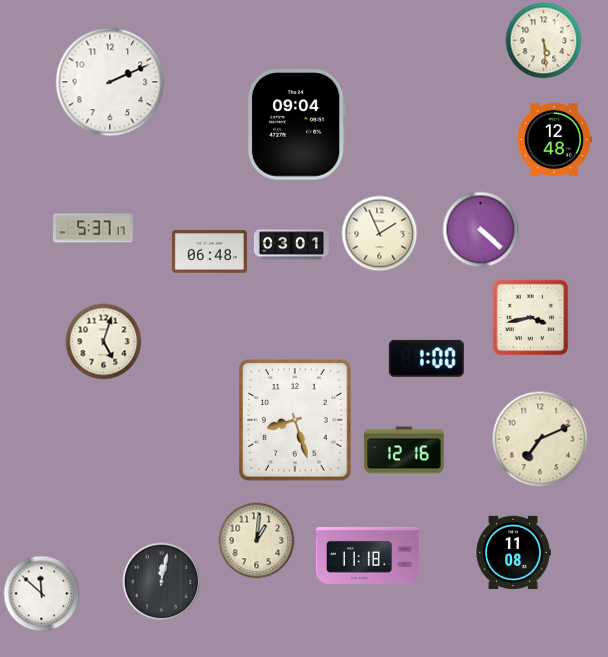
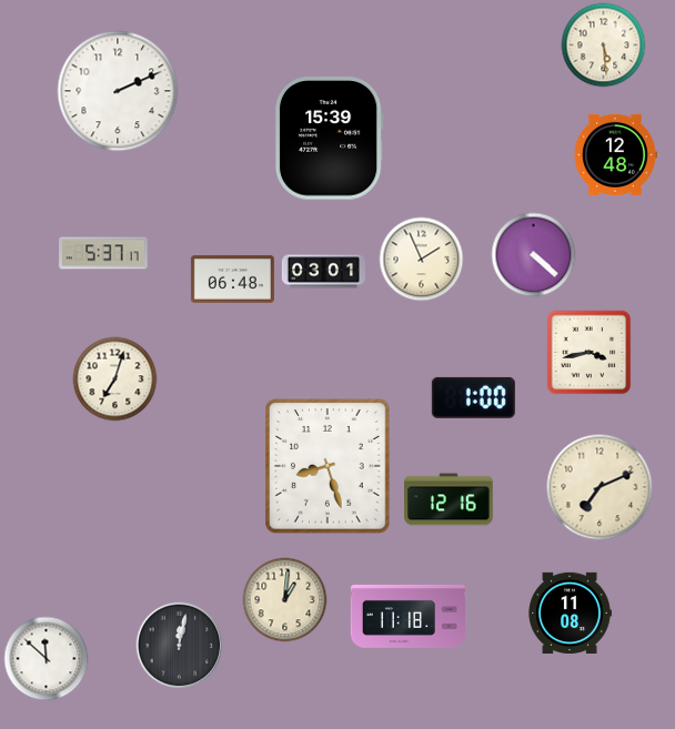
clock at (110, 82) position: (110, 82) -> (118, 91)
clock at (296, 125): 09:04 -> 15:39
clock at (104, 342): 5:03 -> 7:03
